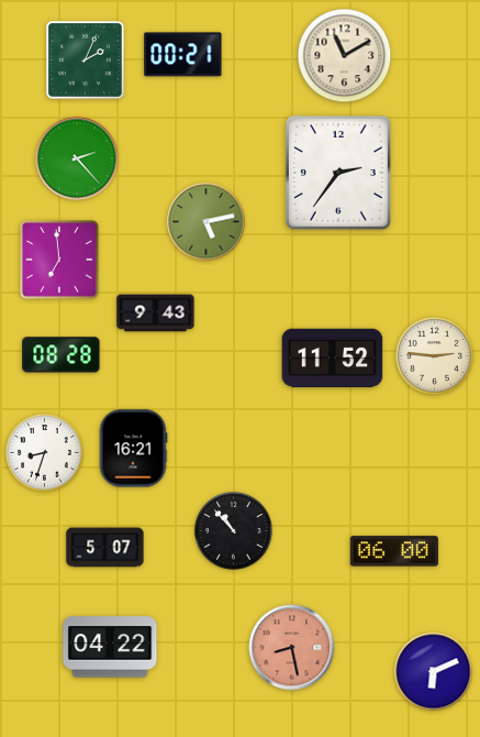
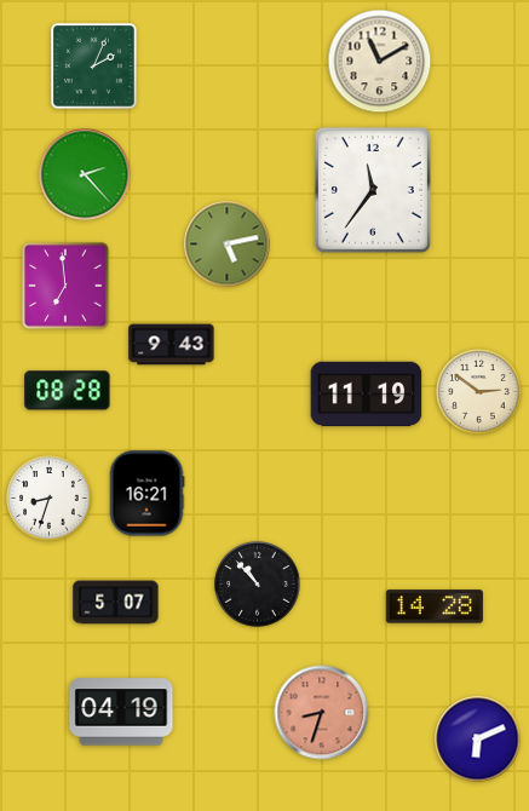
clock at (183, 55): 00:21 -> none
clock at (338, 173): 2:36 -> 11:36
clock at (435, 356): 2:46 -> 2:51
clock at (333, 359): 11:52 -> 11:19
clock at (394, 551): 06:00 -> 14:28
clock at (110, 647): 04:22 -> 04:19
clock at (292, 648): 8:28 -> 8:33
